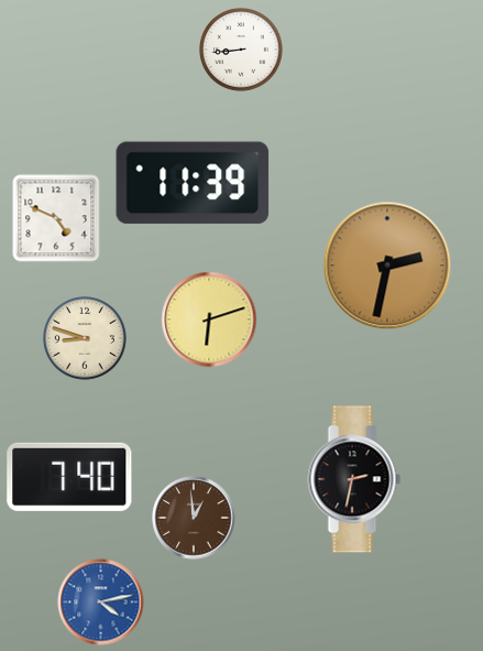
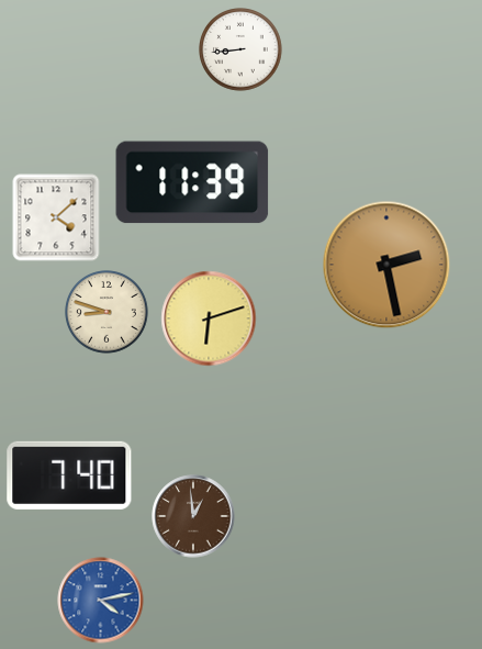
clock at (56, 218): 4:49 -> 4:08
clock at (387, 265): 2:32 -> 2:28
clock at (86, 339) position: (86, 339) -> (108, 313)
clock at (354, 479): 2:32 -> none
